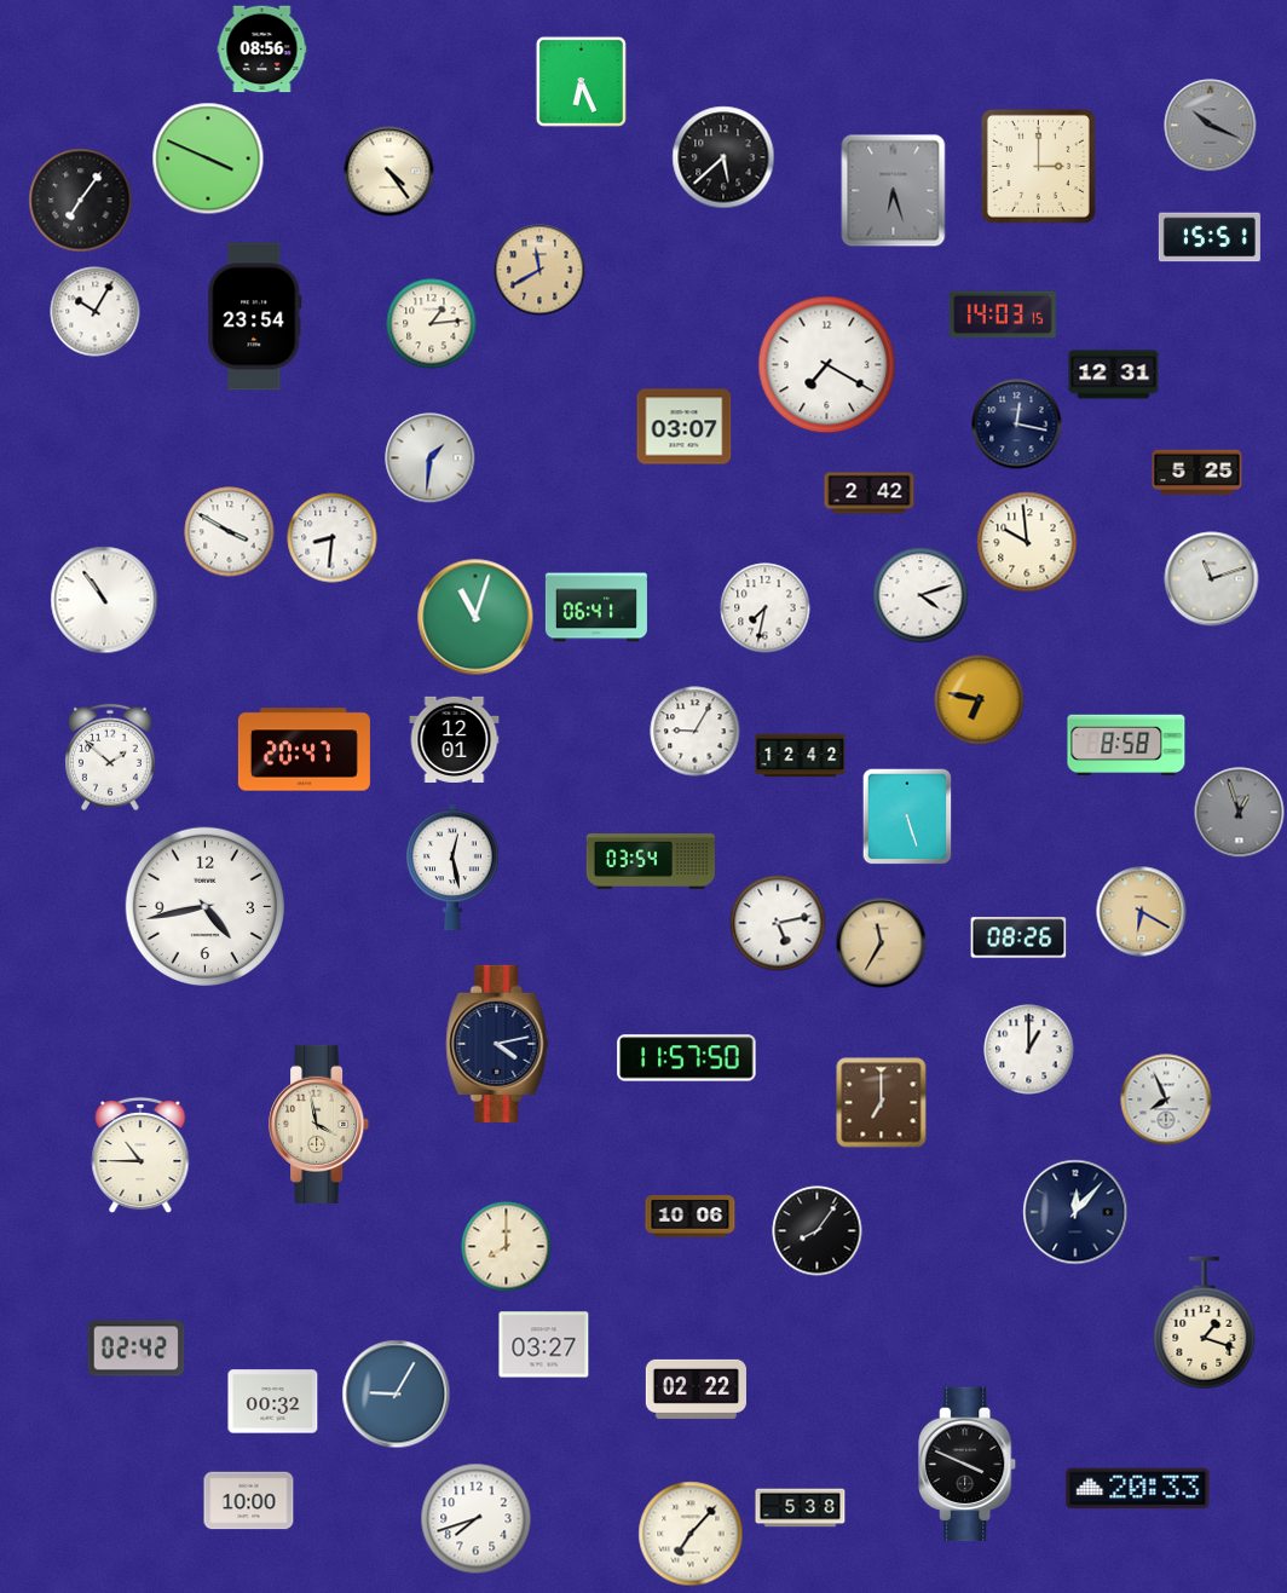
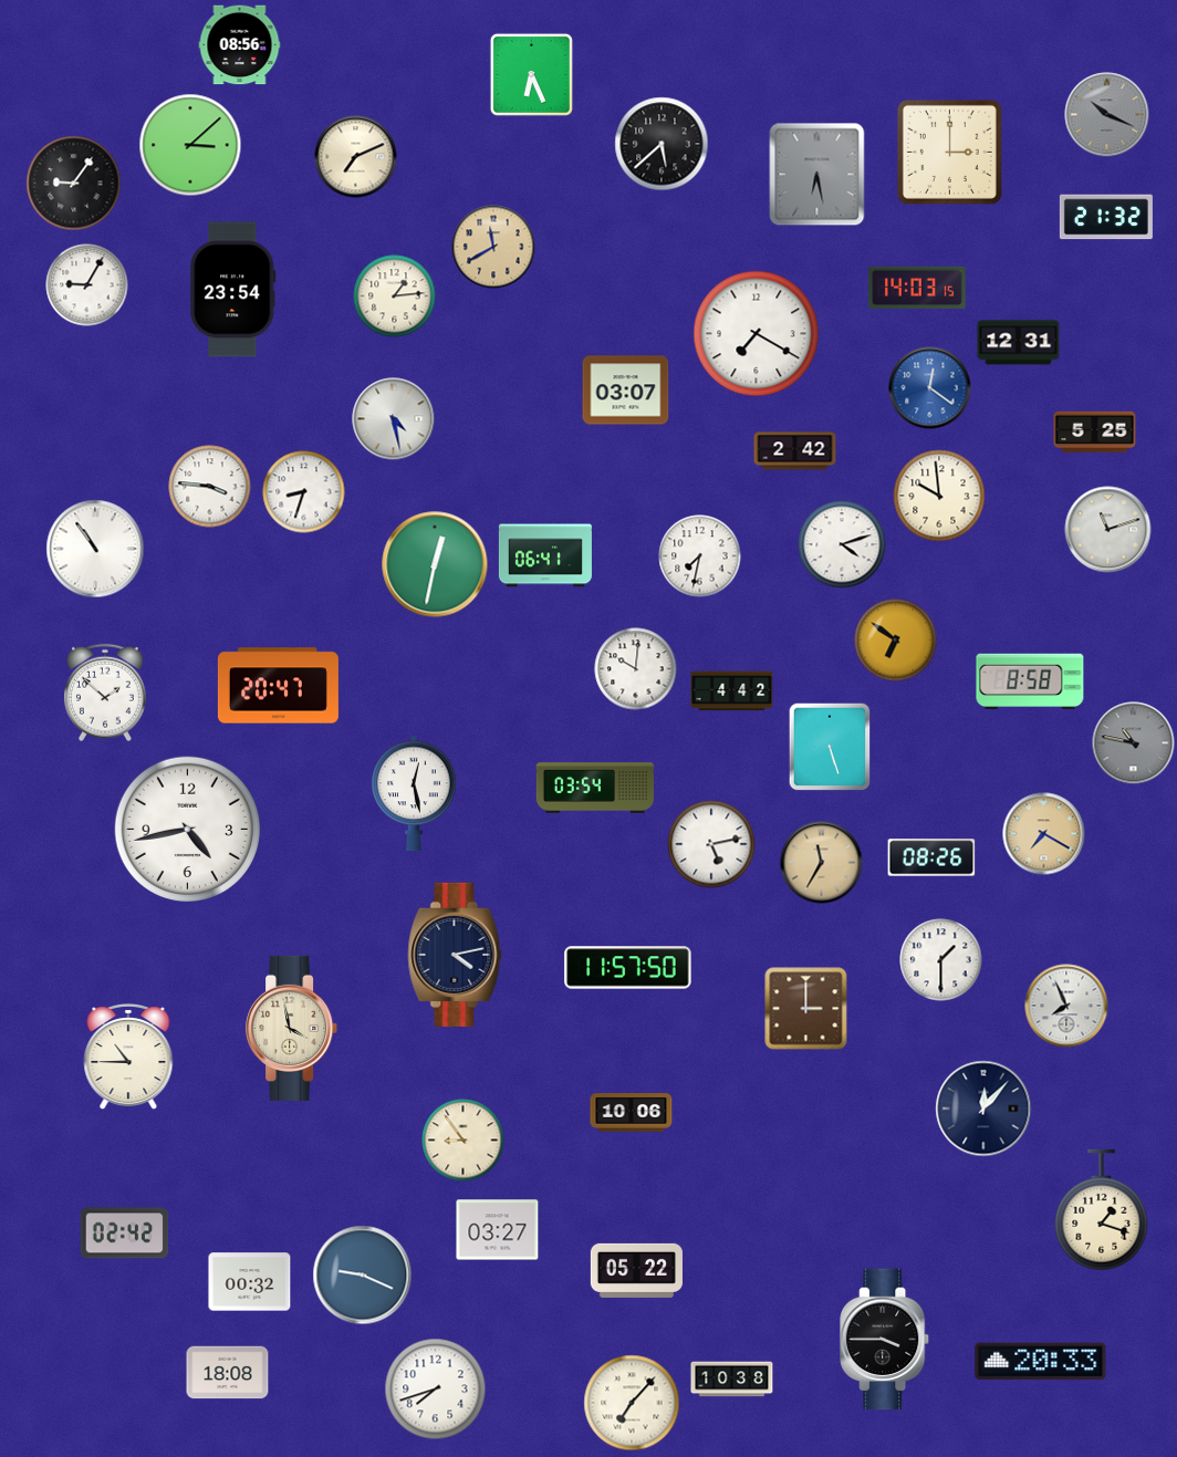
clock at (208, 158): 3:49 -> 3:08
clock at (389, 172): 4:24 -> 7:11
clock at (894, 191): 6:27 -> 6:28
clock at (81, 201): 7:06 -> 9:06
clock at (1210, 237): 15:51 -> 21:32
clock at (96, 312): 10:05 -> 9:05
clock at (1017, 425): 12:17 -> 12:21
clock at (1017, 425) dial: navy -> blue
clock at (431, 458): 1:31 -> 4:28
clock at (230, 532): 3:50 -> 3:46
clock at (333, 538): 8:31 -> 8:33
clock at (475, 617): 11:03 -> 12:32
clock at (980, 700): 6:47 -> 6:51
clock at (696, 732): 9:05 -> 10:01
clock at (455, 739): 12:01 -> none
clock at (801, 756): 12:42 -> 4:42
clock at (110, 757) position: (110, 757) -> (105, 693)
clock at (1240, 813): 12:57 -> 10:47
clock at (1142, 912): 6:20 -> 7:20
clock at (882, 943) position: (882, 943) -> (822, 863)
clock at (1029, 1050): 1:00 -> 1:30
clock at (882, 1103): 7:00 -> 3:00
clock at (818, 1231): 8:06 -> none
clock at (507, 1247): 8:00 -> 8:54
clock at (696, 1389): 02:22 -> 05:22
clock at (397, 1395): 9:05 -> 9:19
clock at (969, 1465): 3:49 -> 3:45
clock at (249, 1501): 10:00 -> 18:08
clock at (801, 1508): 5:38 -> 10:38
